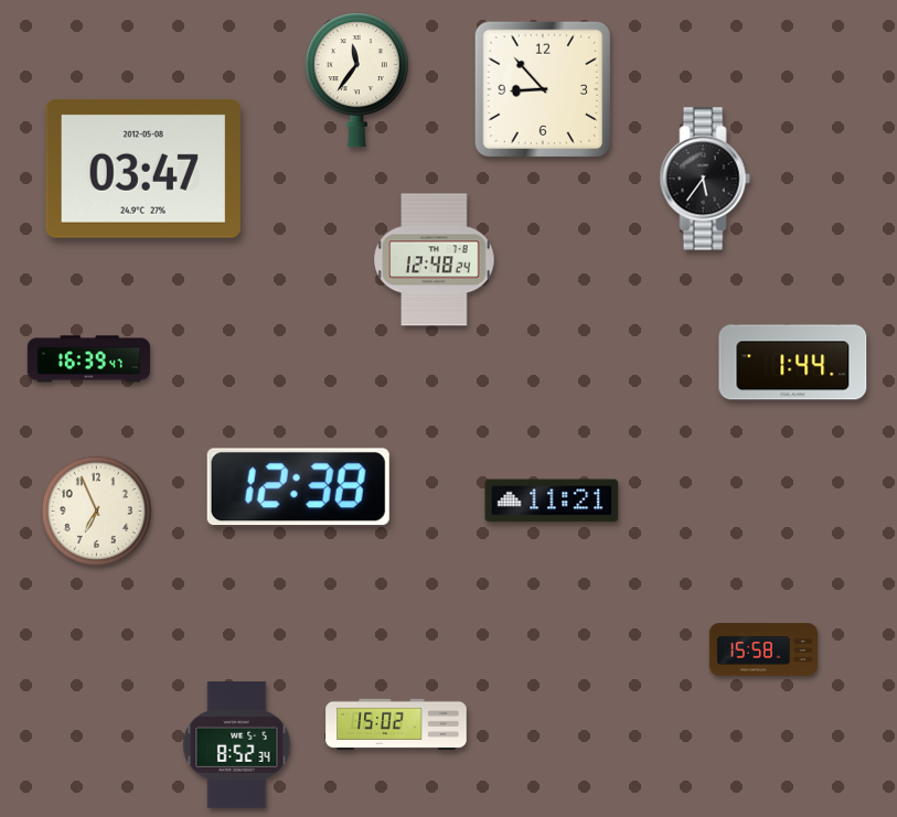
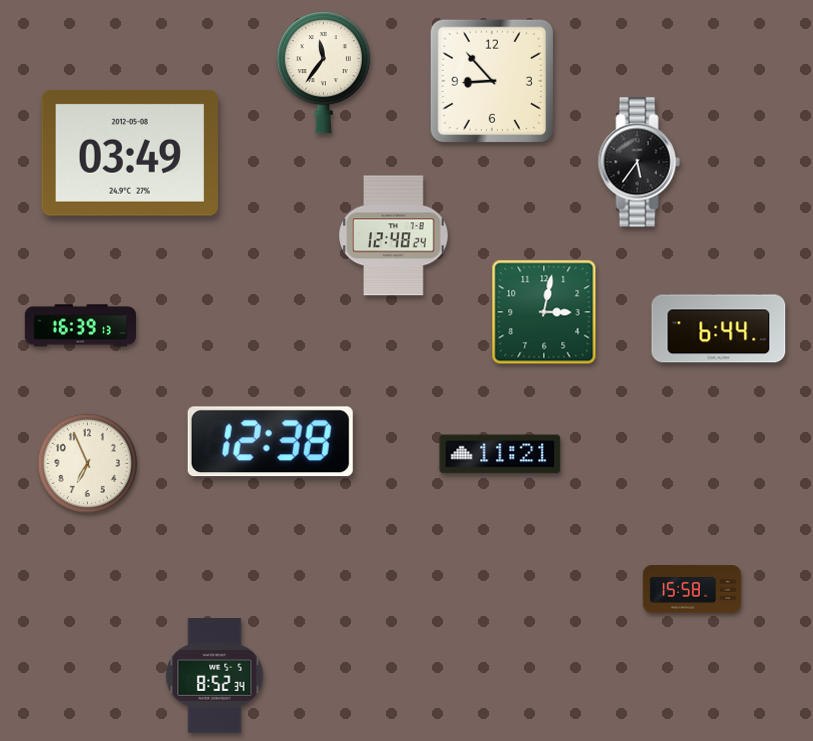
clock at (143, 169): 03:47 -> 03:49
clock at (544, 312): none -> 3:02
clock at (88, 359): 16:39:47 -> 16:39:13
clock at (793, 363): 1:44 -> 6:44
clock at (396, 724): 15:02 -> none
